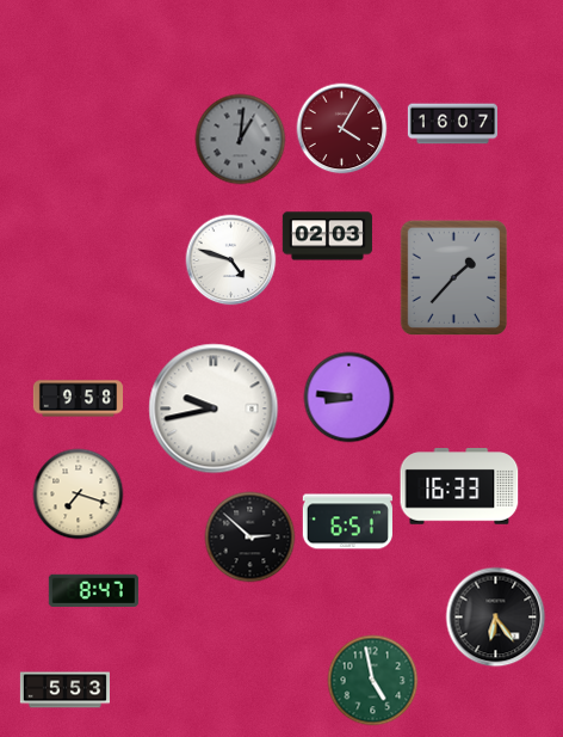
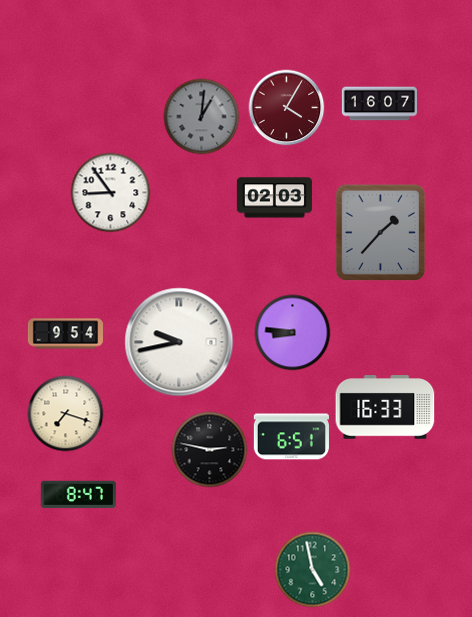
clock at (111, 193): none -> 8:54
clock at (231, 260): 4:48 -> none
clock at (78, 399): 9:58 -> 9:54
clock at (250, 538): 2:52 -> 2:47
clock at (496, 618): 6:24 -> none
clock at (64, 690): 5:53 -> none
